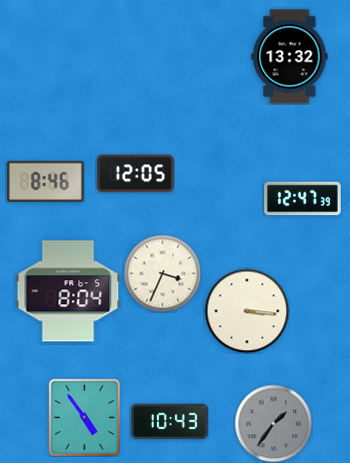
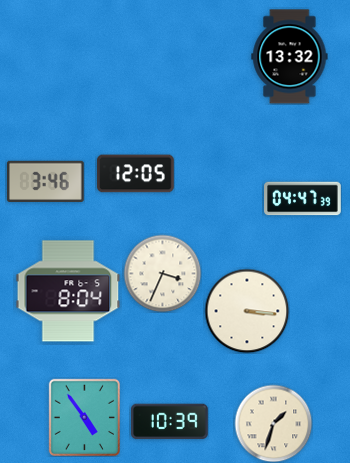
clock at (46, 181): 8:46 -> 3:46
clock at (303, 199): 12:47 -> 04:47
clock at (170, 422): 10:43 -> 10:39
clock at (273, 423): 1:36 -> 1:33
clock at (273, 423) dial: grey -> cream
